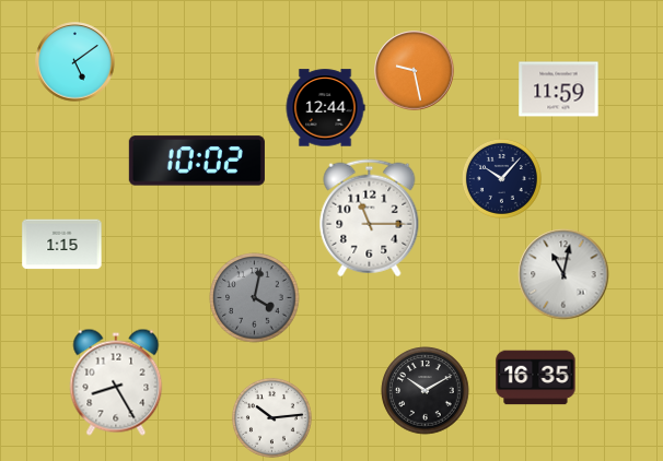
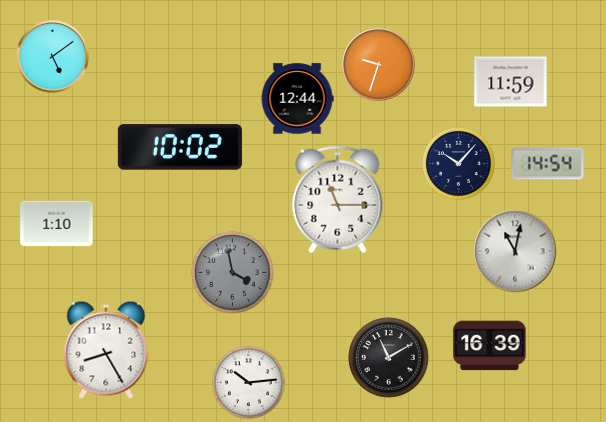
clock at (75, 62) position: (75, 62) -> (53, 57)
clock at (415, 71): 9:28 -> 9:33
clock at (548, 164): none -> 14:54
clock at (62, 245): 1:15 -> 1:10
clock at (255, 298): 4:02 -> 3:58
clock at (536, 378): 16:35 -> 16:39
clock at (426, 391): 10:10 -> 11:10
